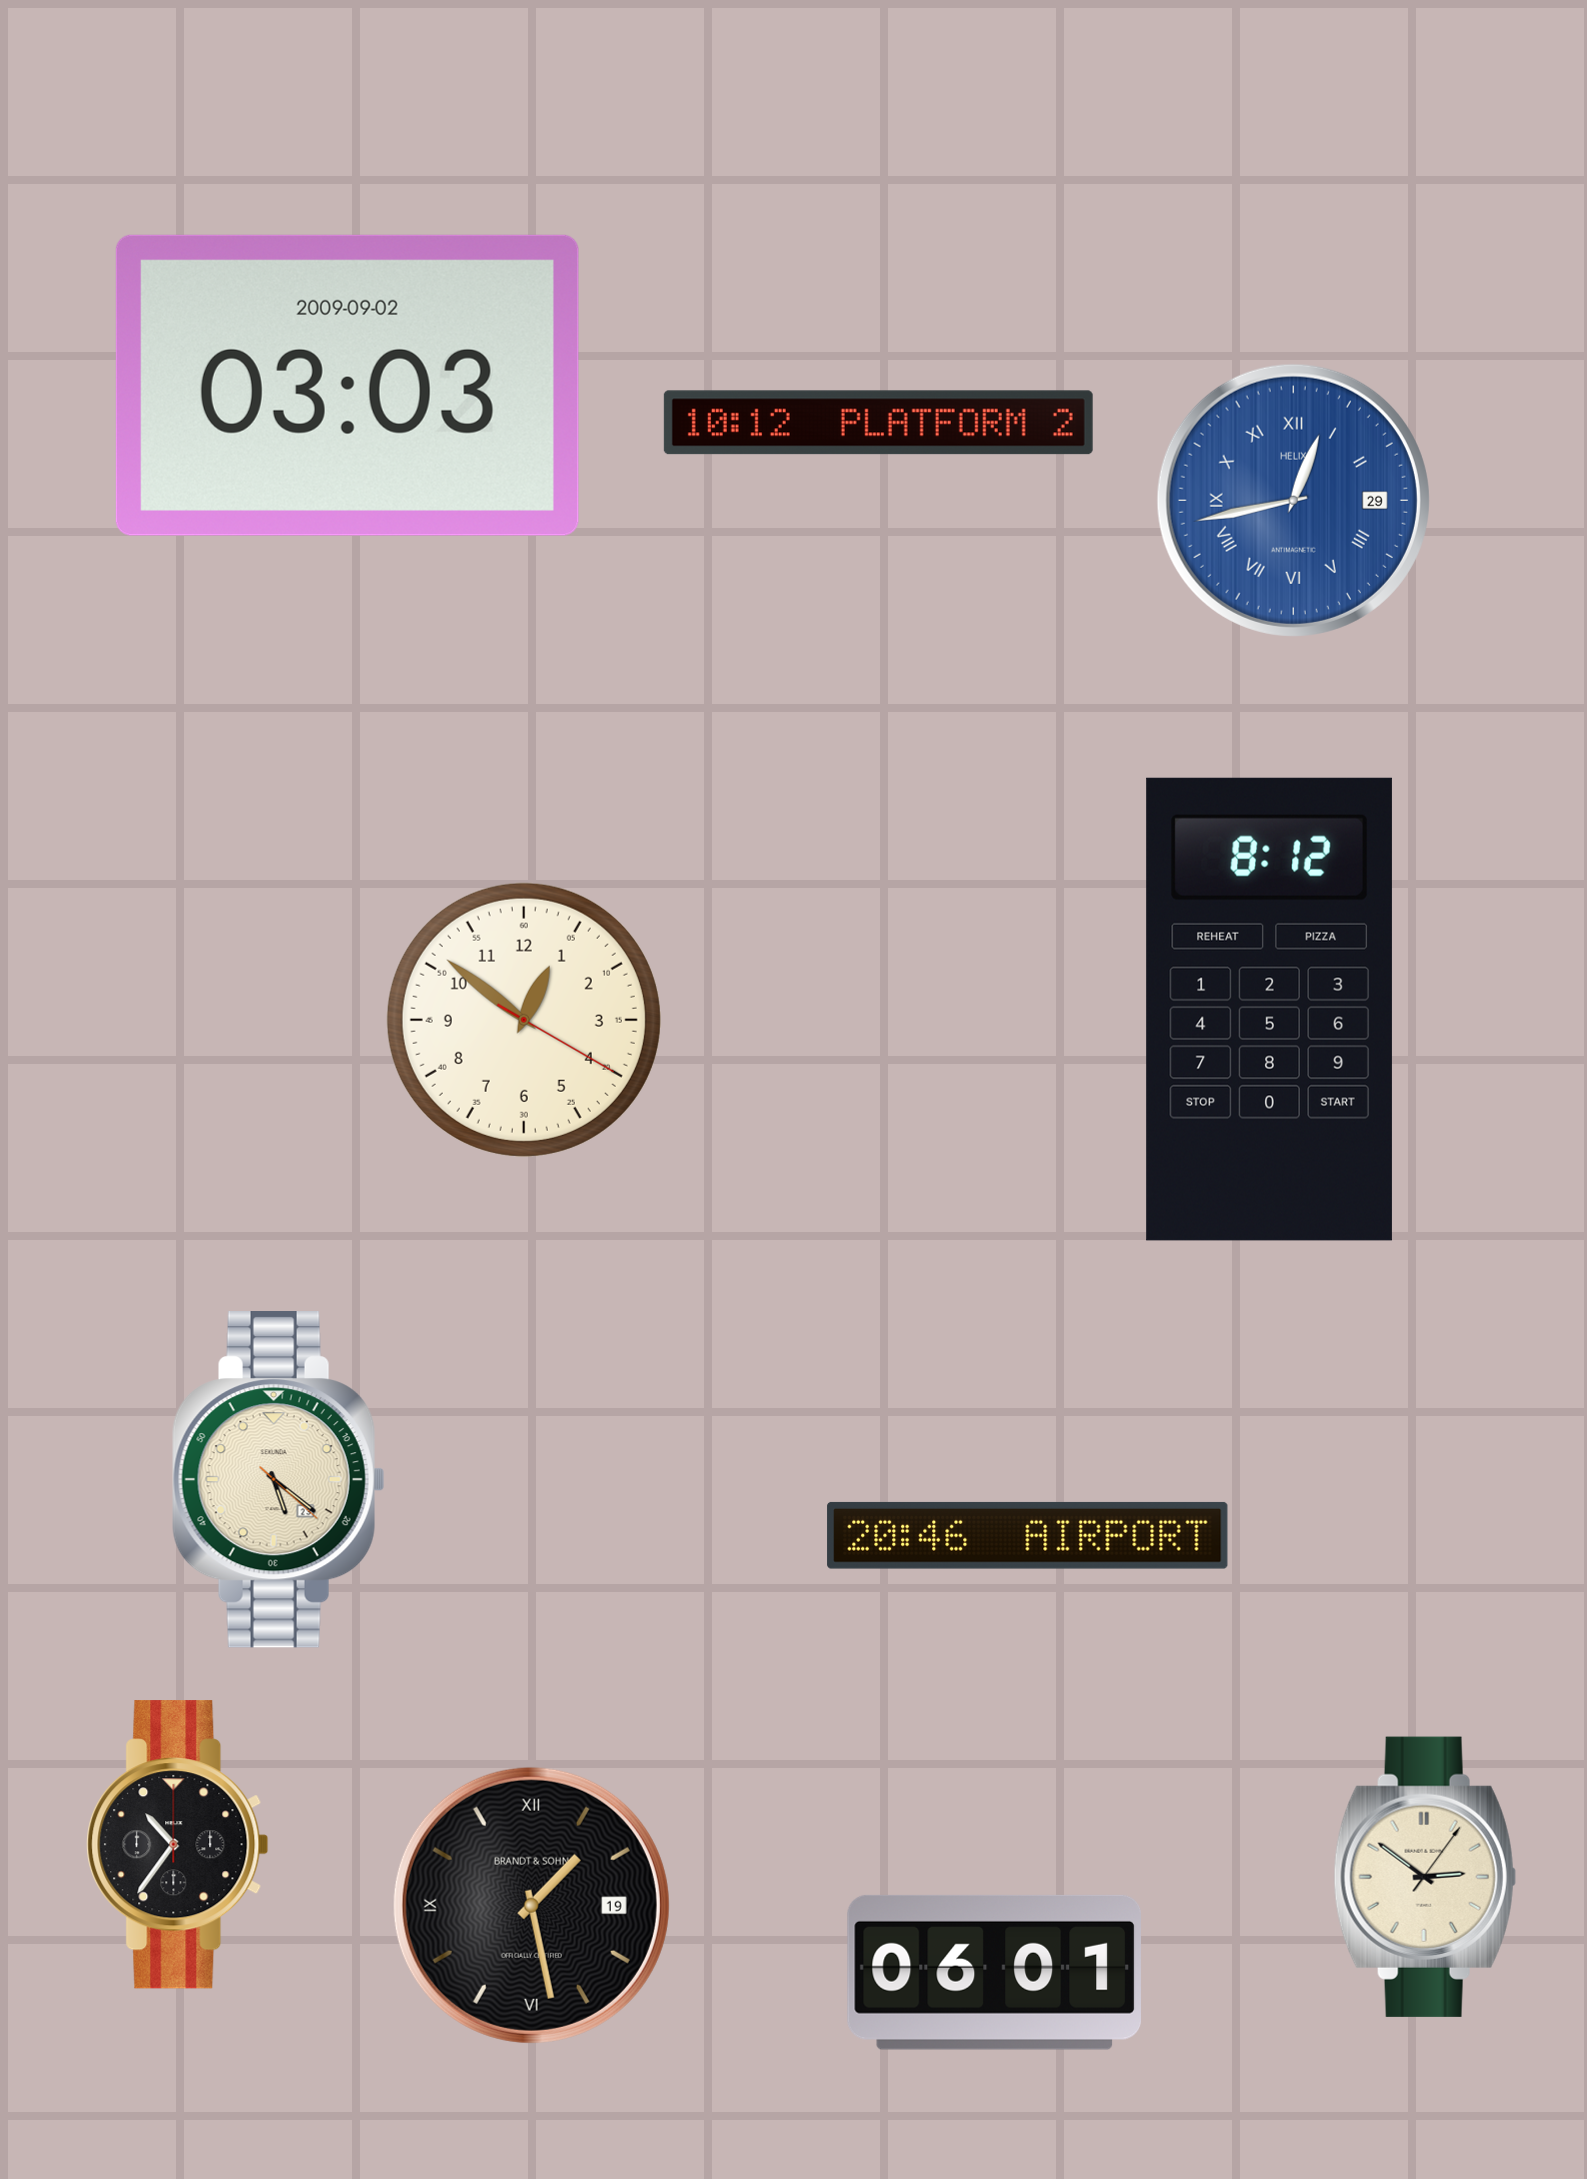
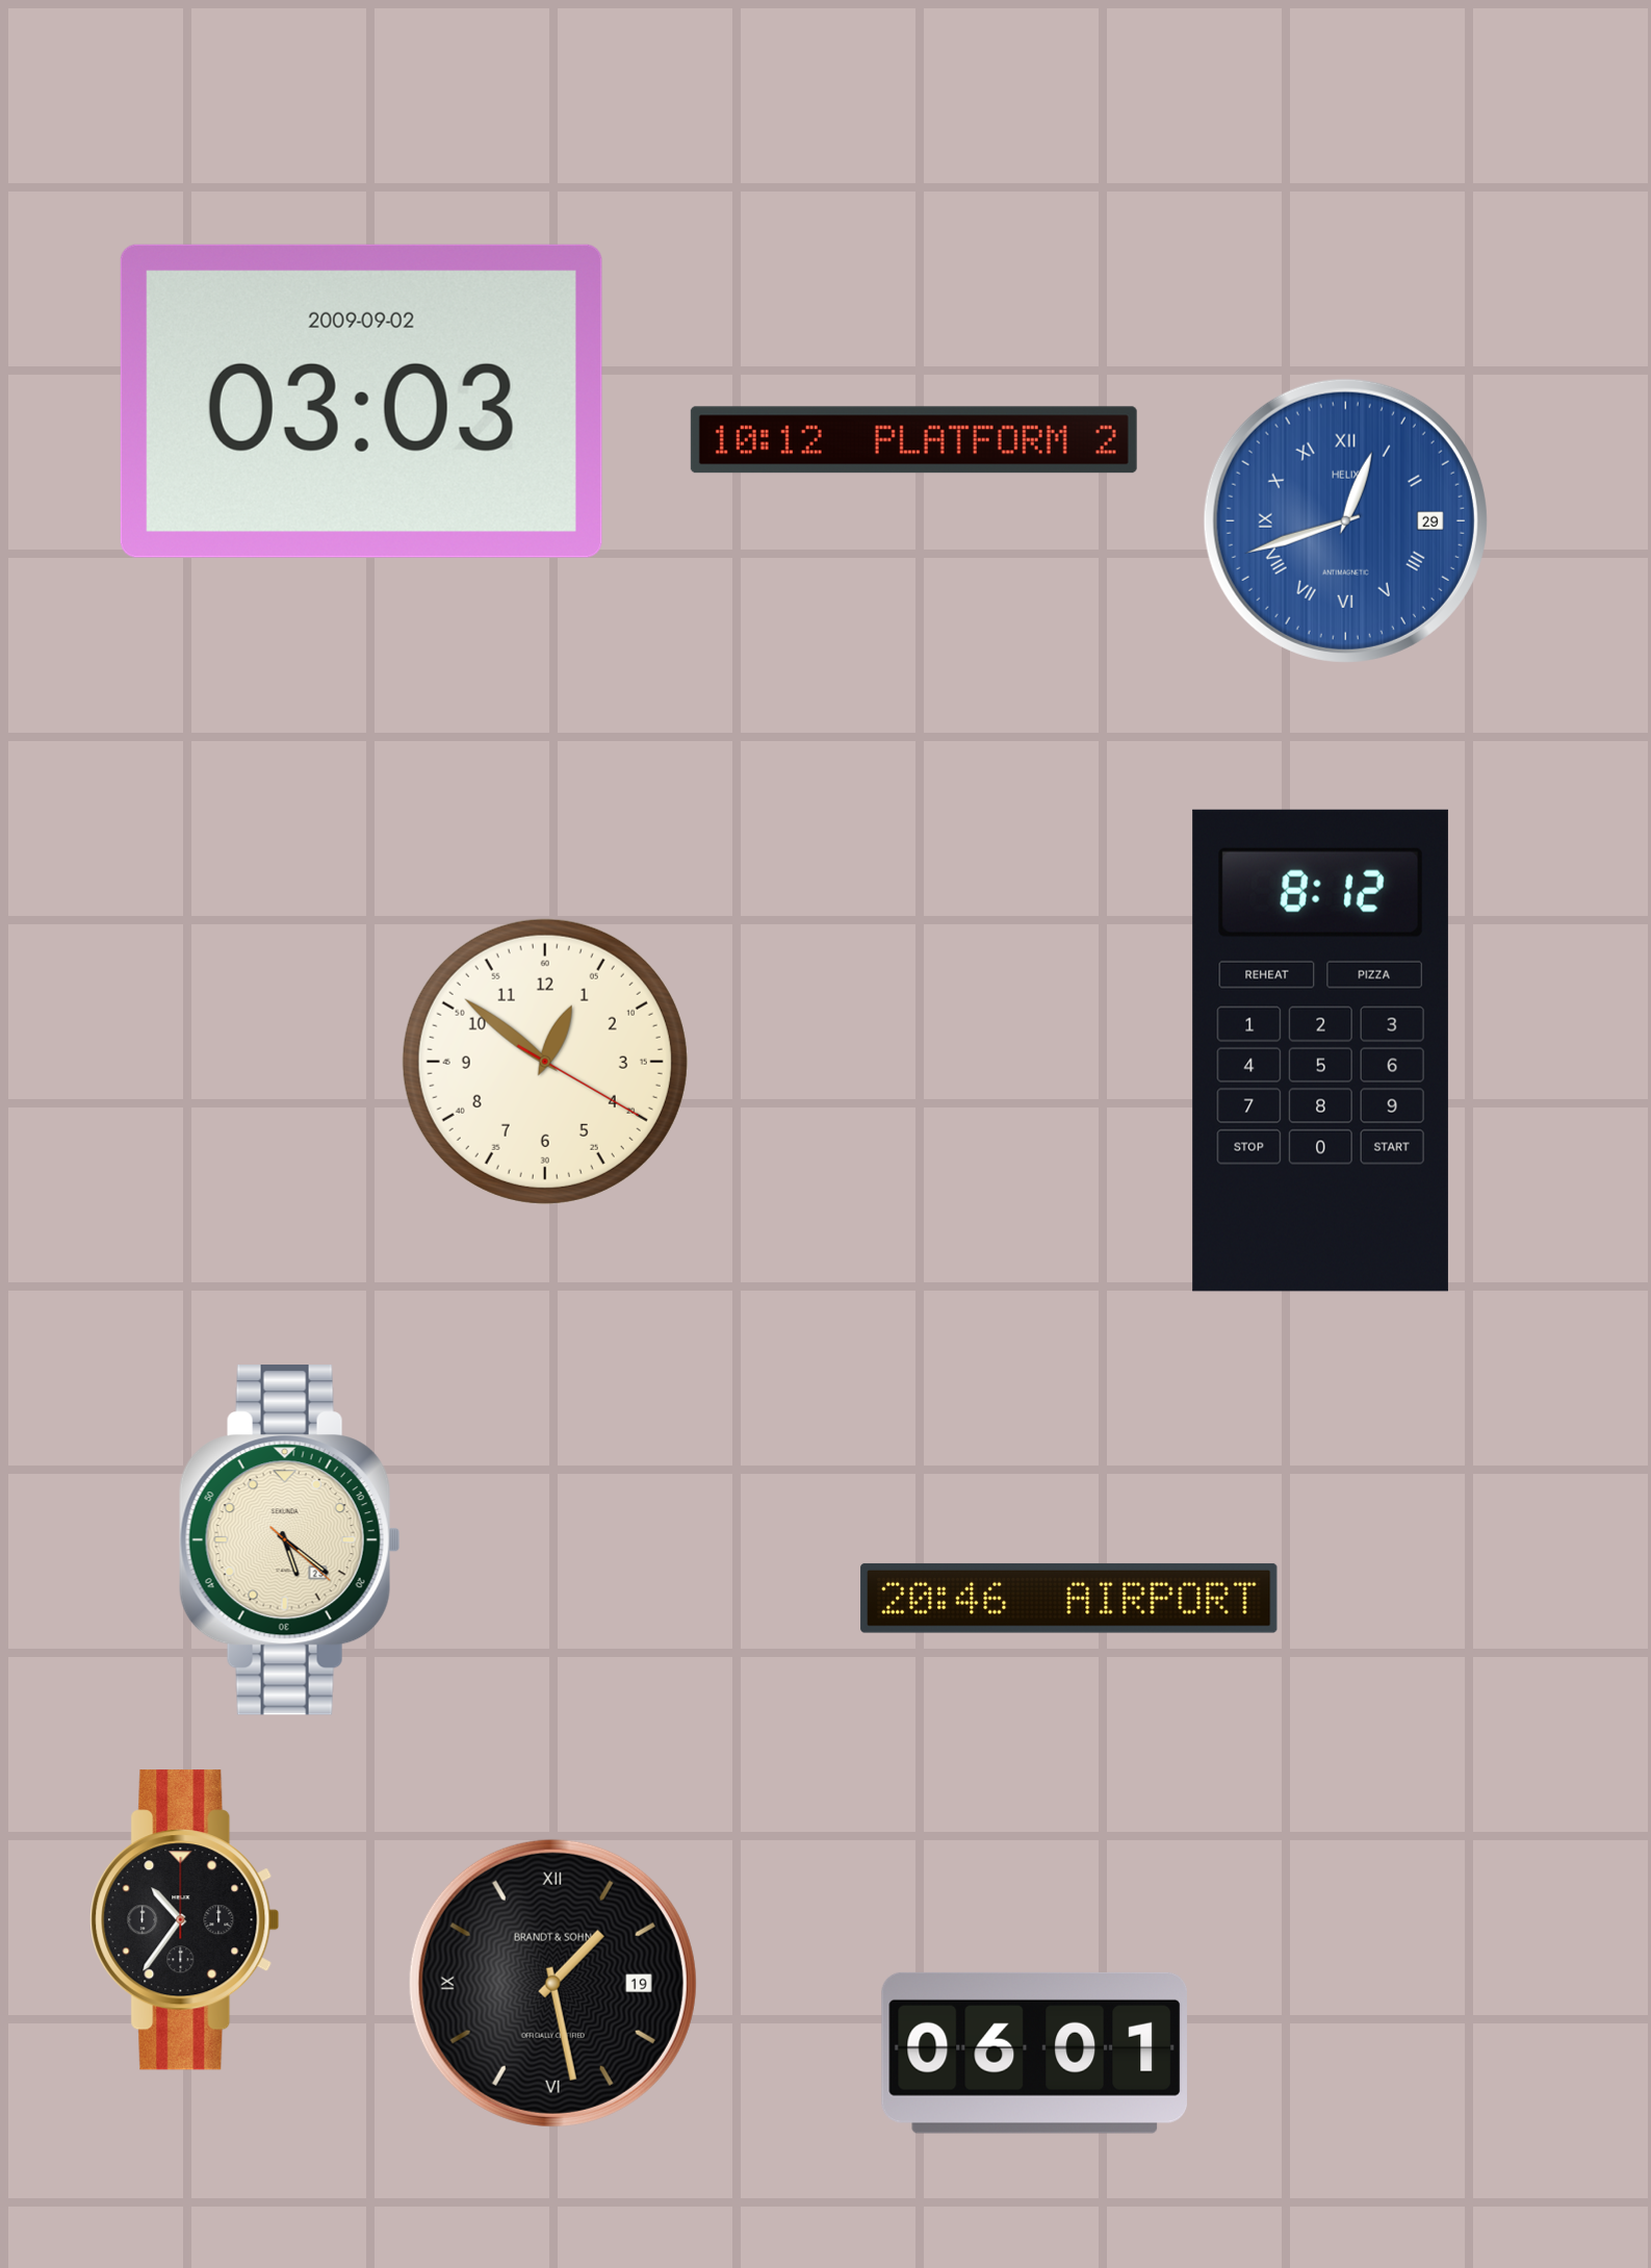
clock at (1293, 500): 12:43 -> 12:42
clock at (1425, 1877): 2:51 -> none
